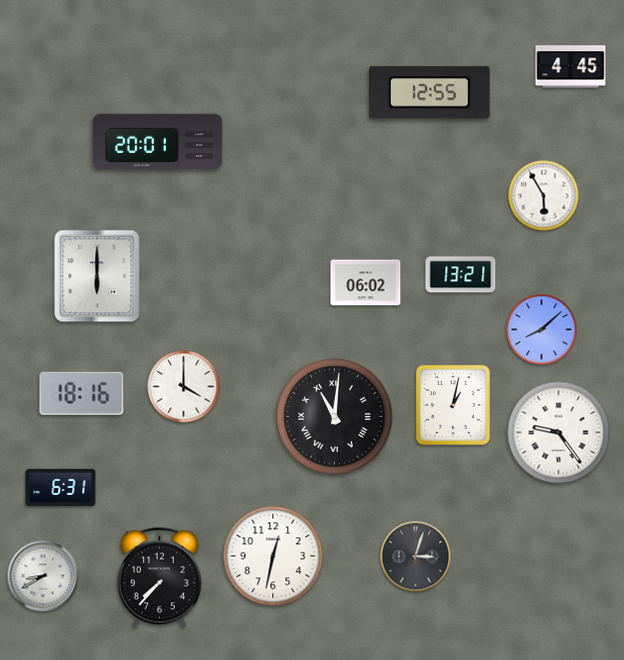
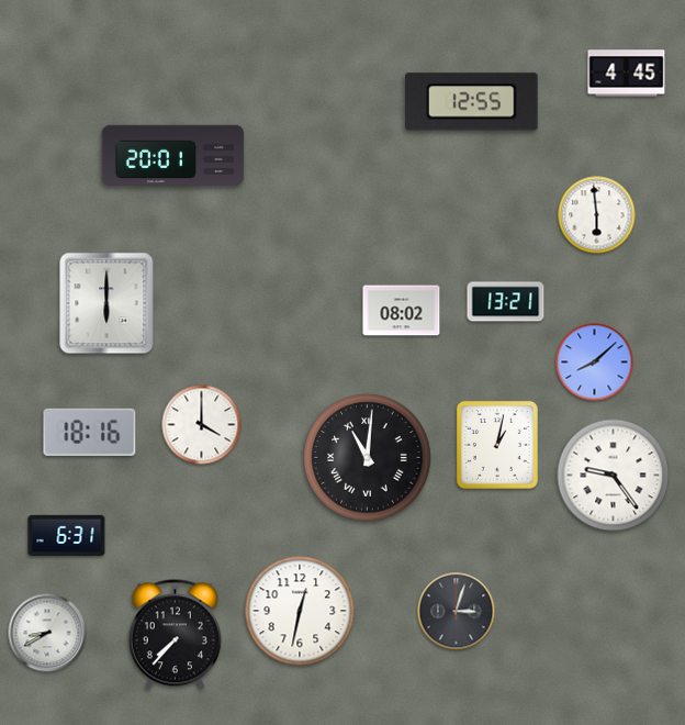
clock at (544, 196): 5:55 -> 5:59
clock at (366, 283): 06:02 -> 08:02
